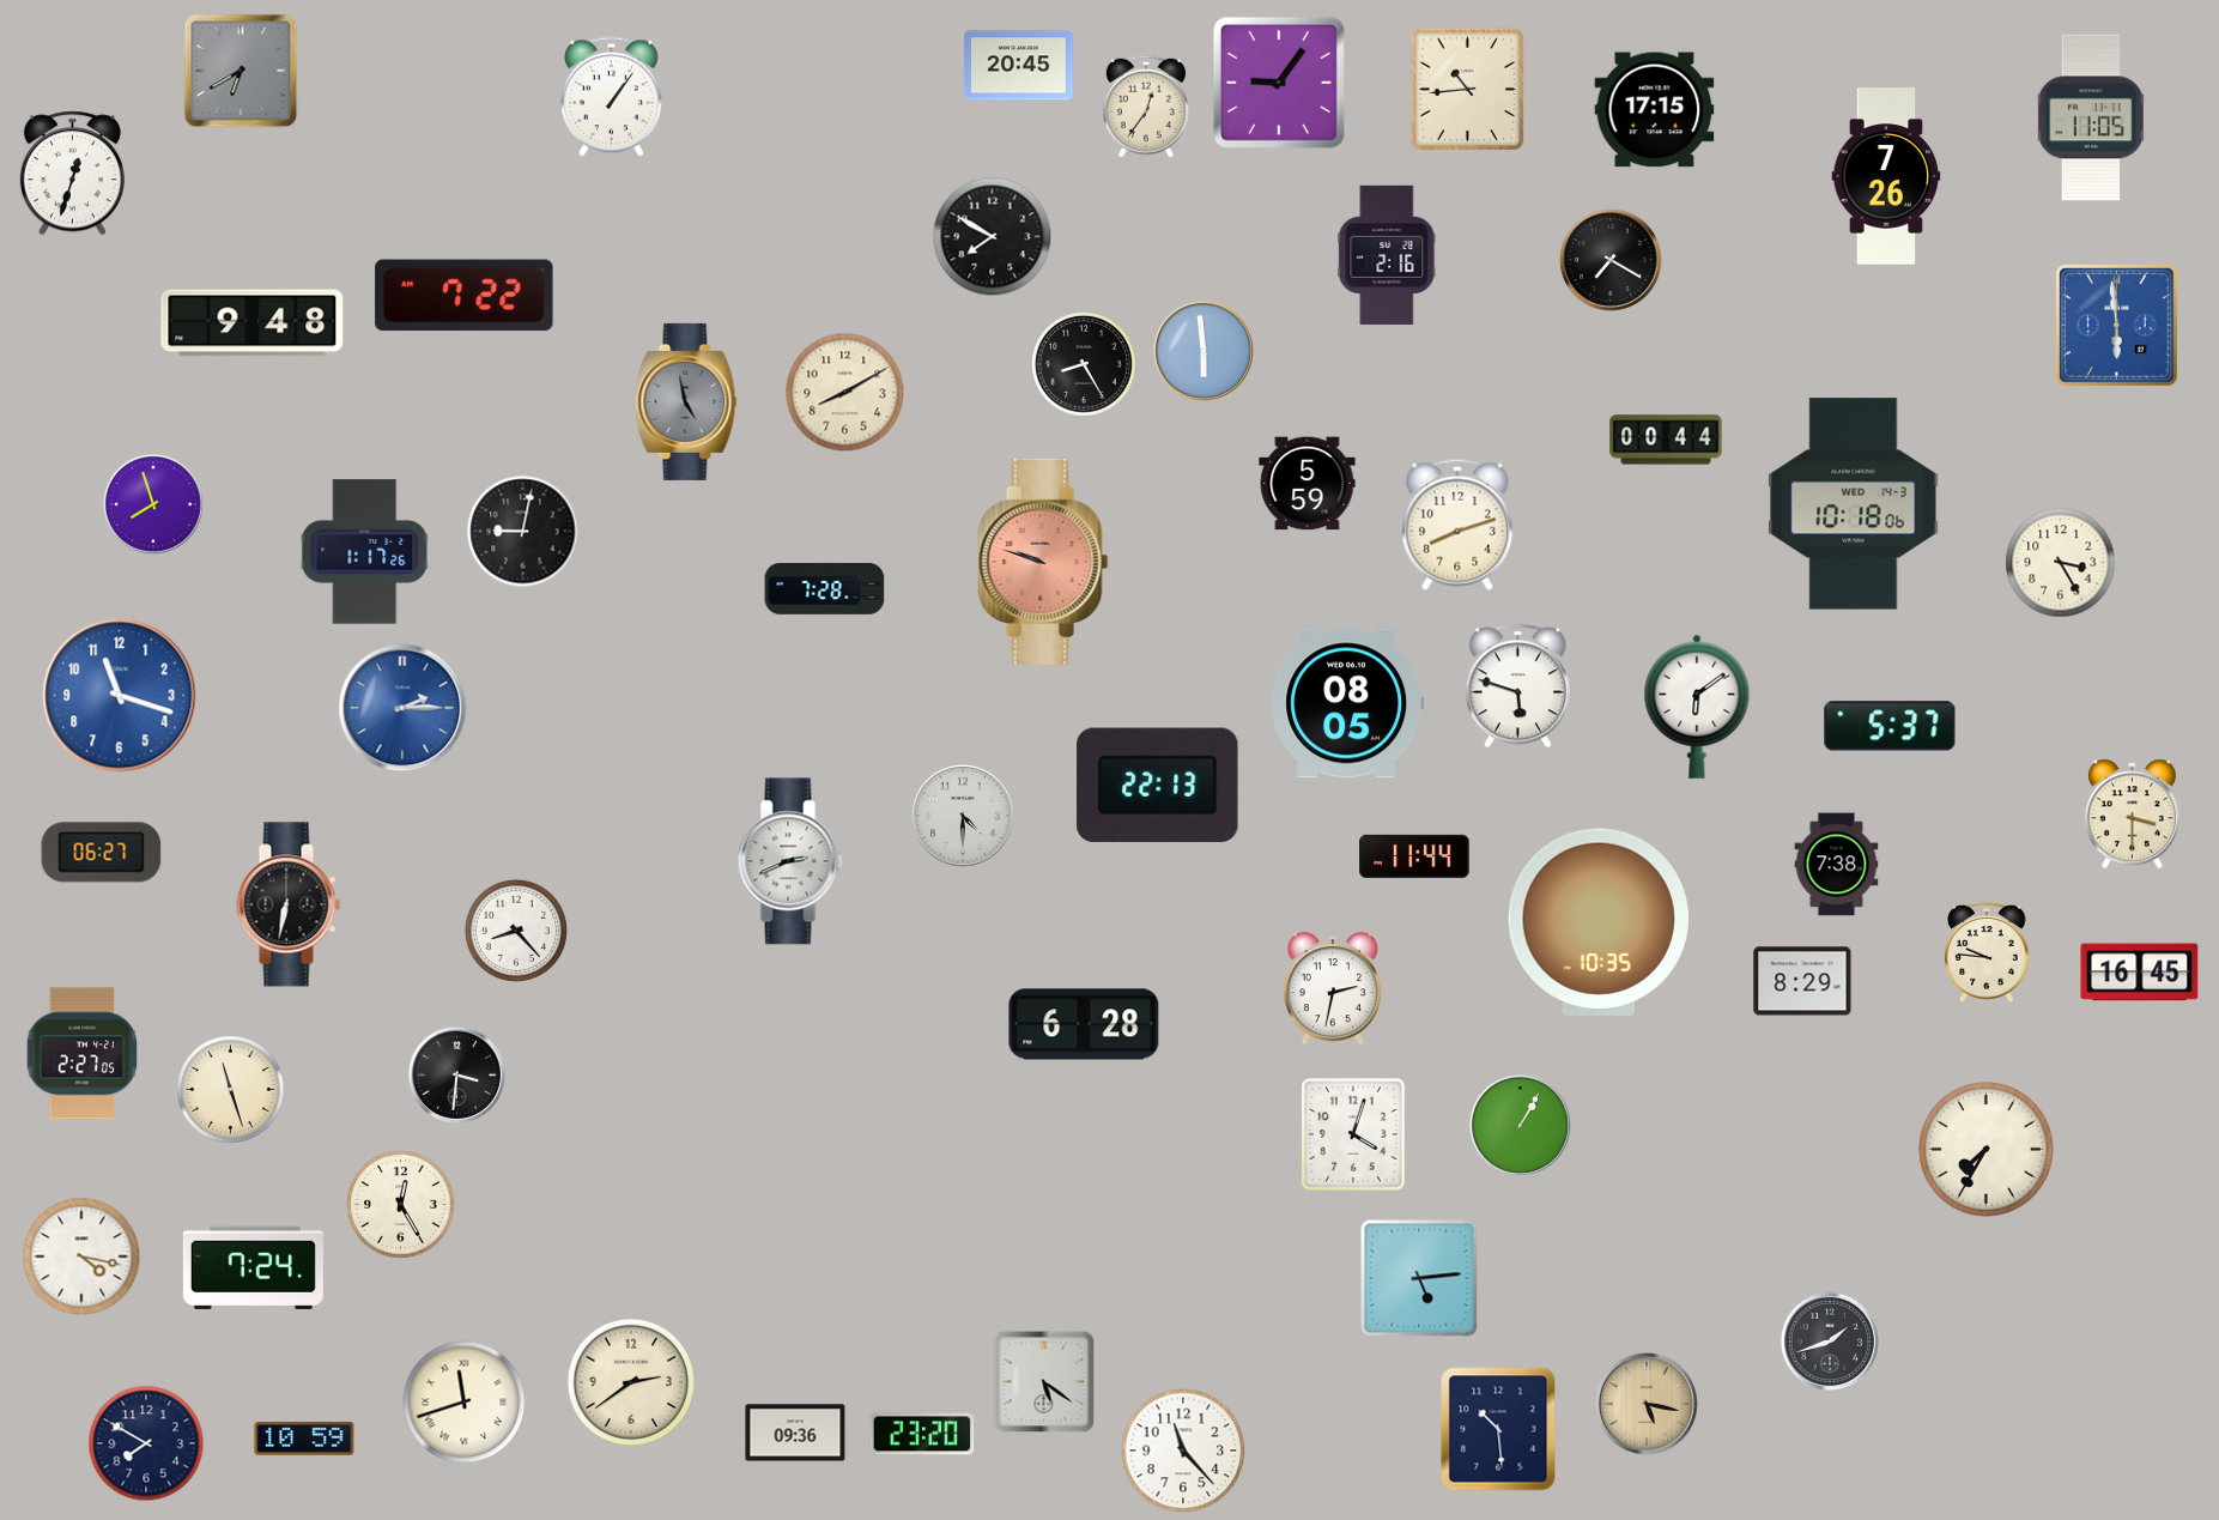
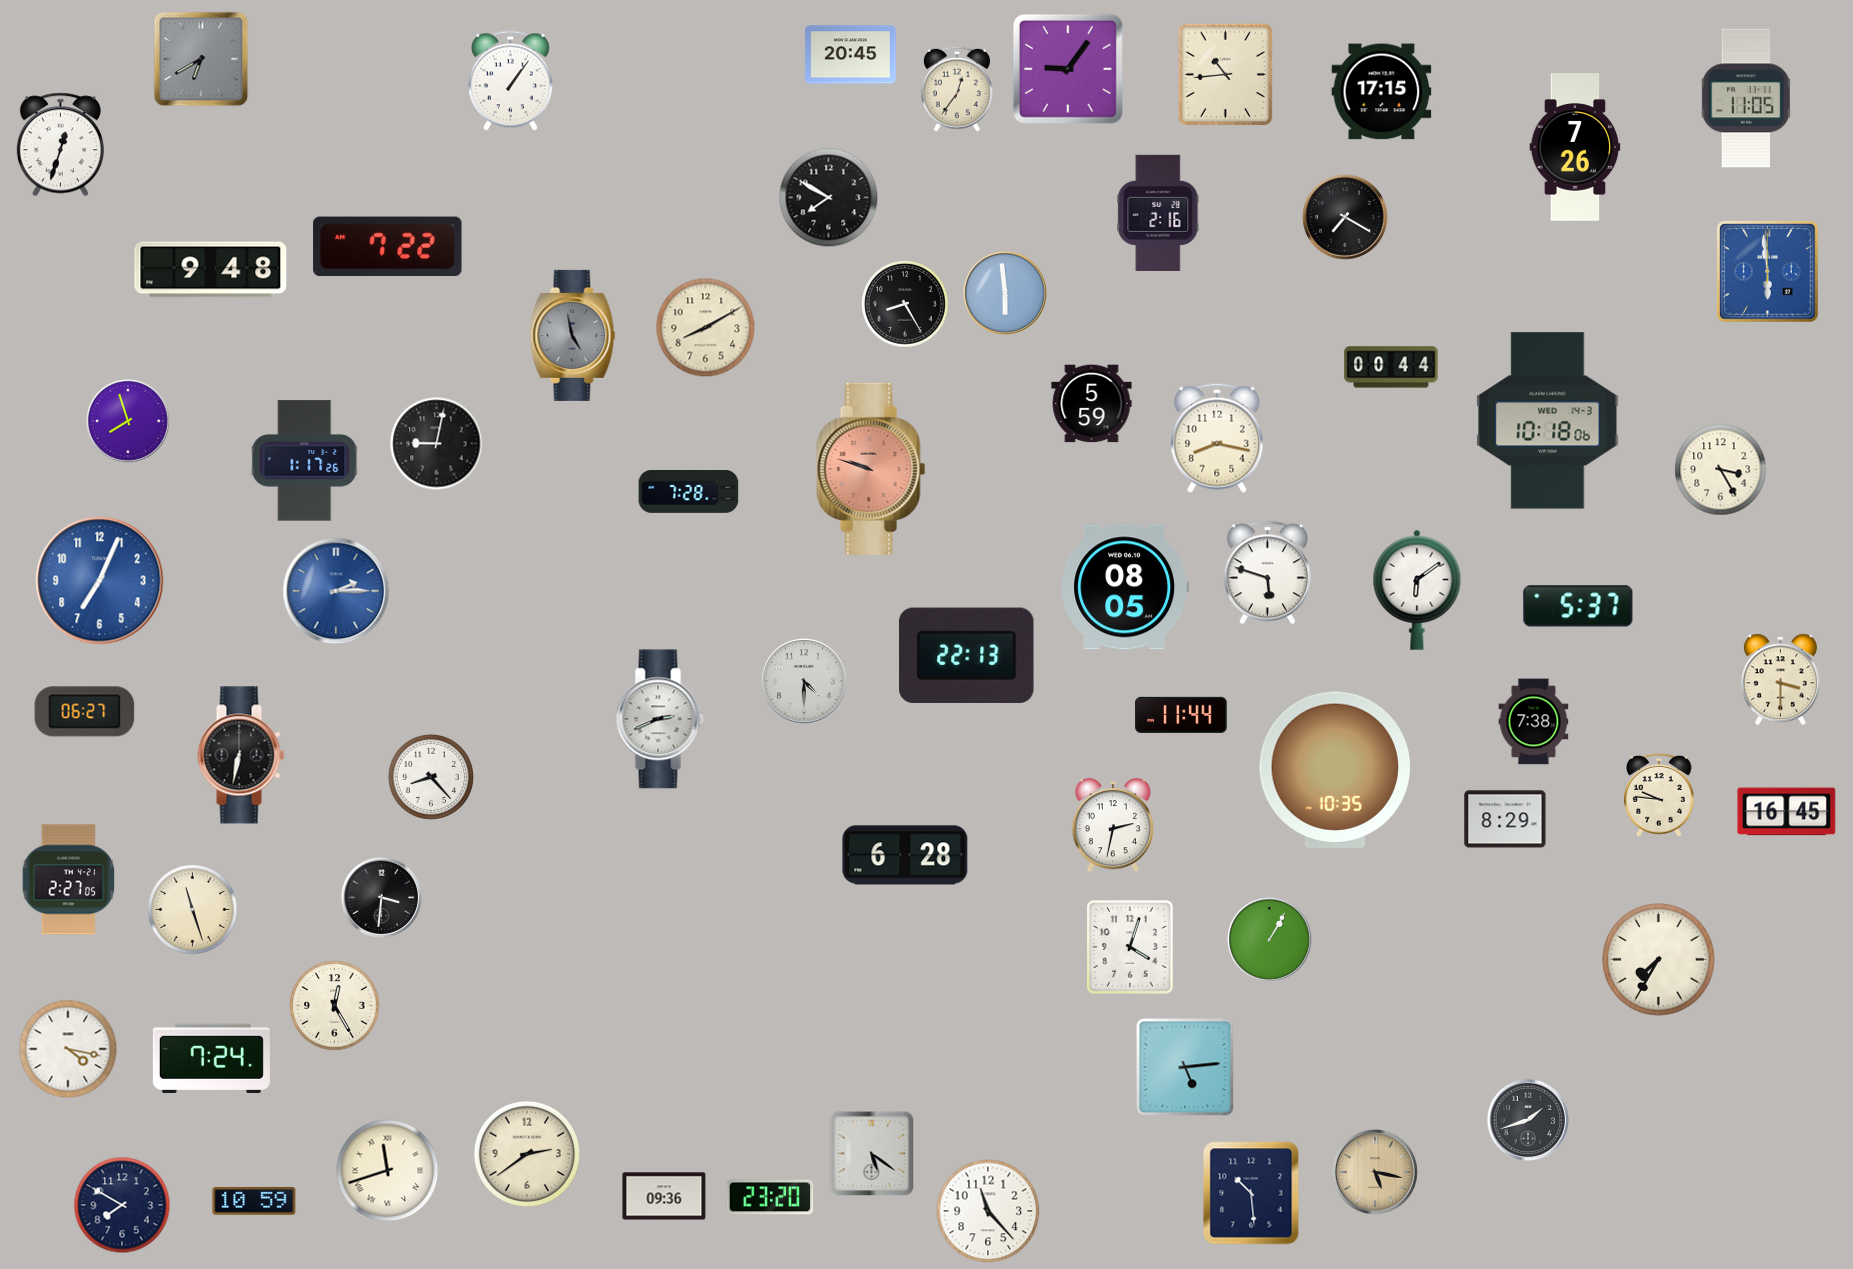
clock at (1457, 525): 8:12 -> 8:17
clock at (120, 696): 11:18 -> 7:04
